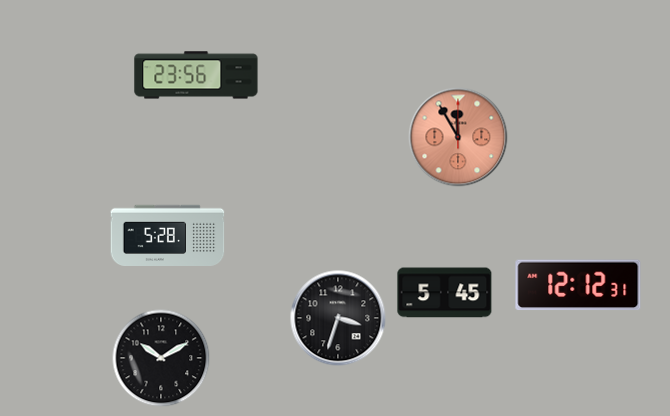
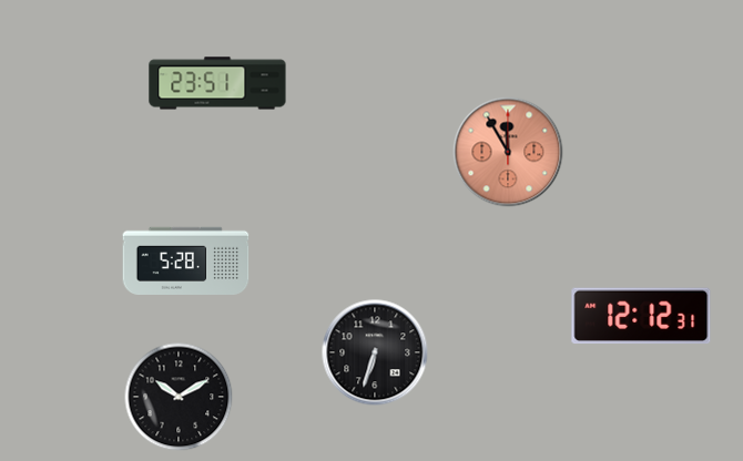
clock at (196, 75): 23:56 -> 23:51
clock at (445, 293): 5:45 -> none
clock at (338, 318): 3:33 -> 6:33
